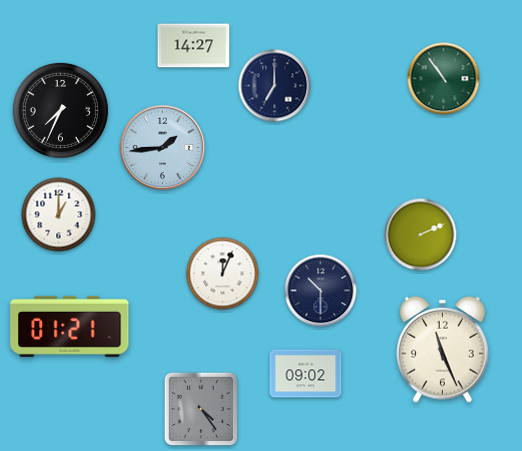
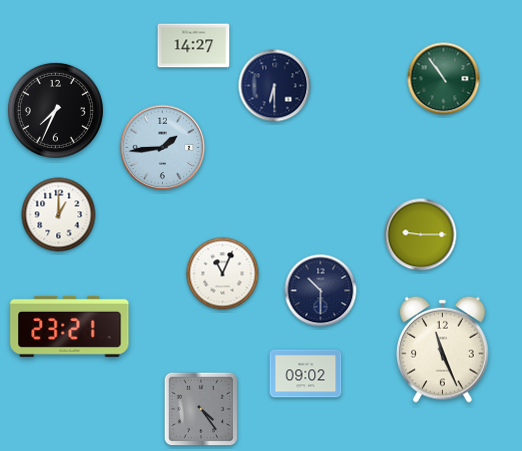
clock at (275, 86): 7:00 -> 6:30
clock at (60, 110) position: (60, 110) -> (55, 110)
clock at (421, 235): 2:11 -> 9:15
clock at (223, 274): 12:04 -> 11:04
clock at (70, 326): 01:21 -> 23:21
